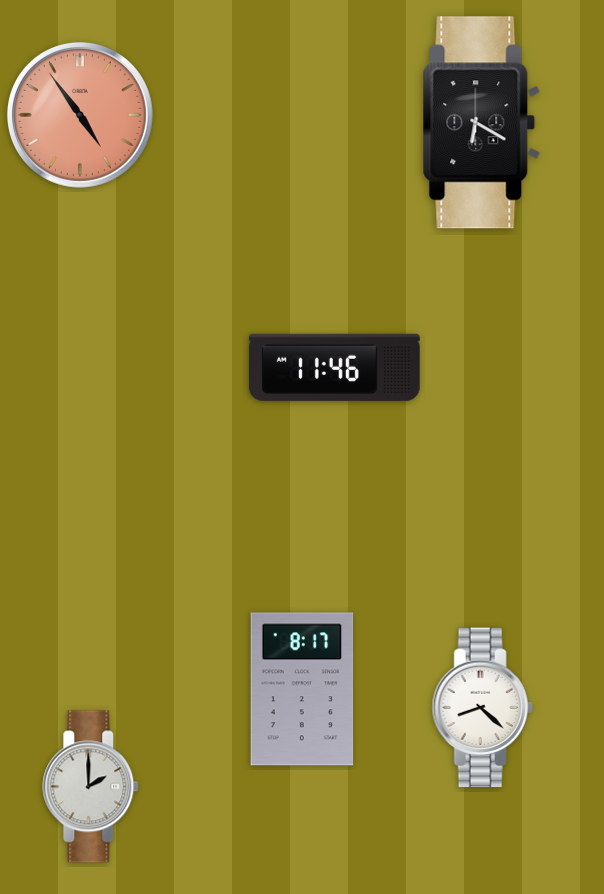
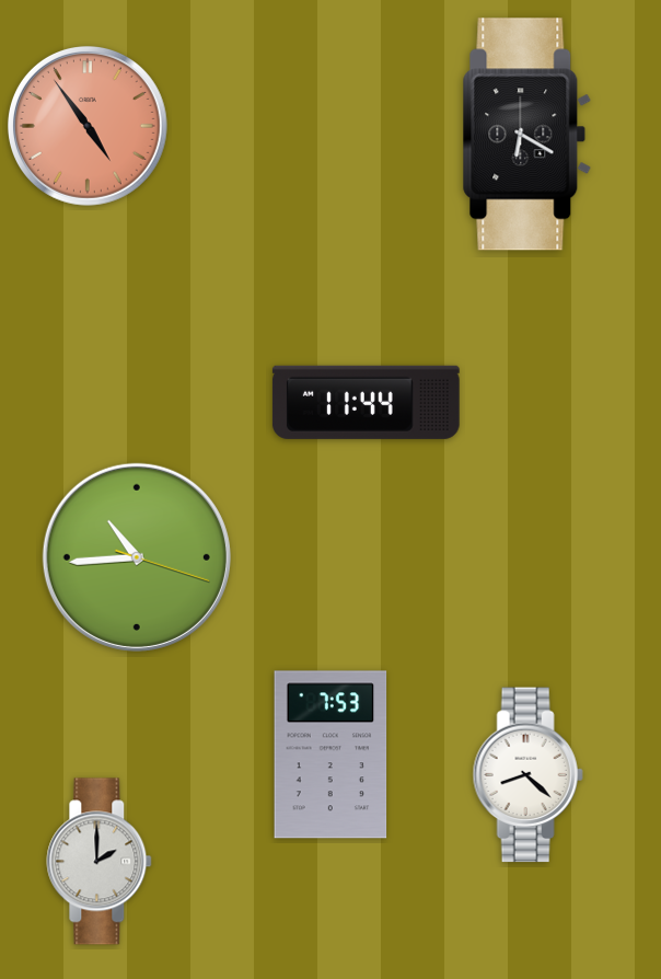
clock at (334, 367): 11:46 -> 11:44
clock at (137, 557): none -> 10:44
clock at (302, 689): 8:17 -> 7:53
